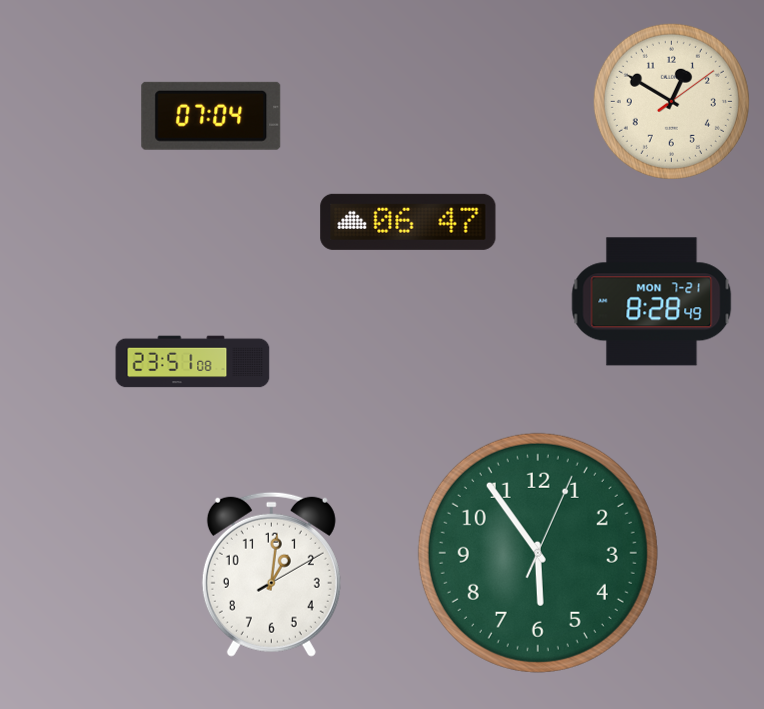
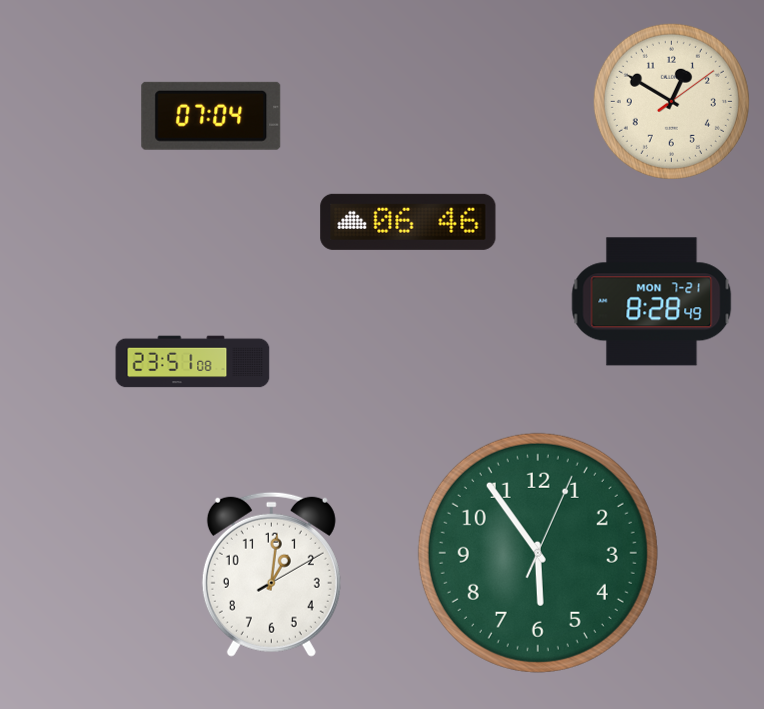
clock at (408, 222): 06:47 -> 06:46
